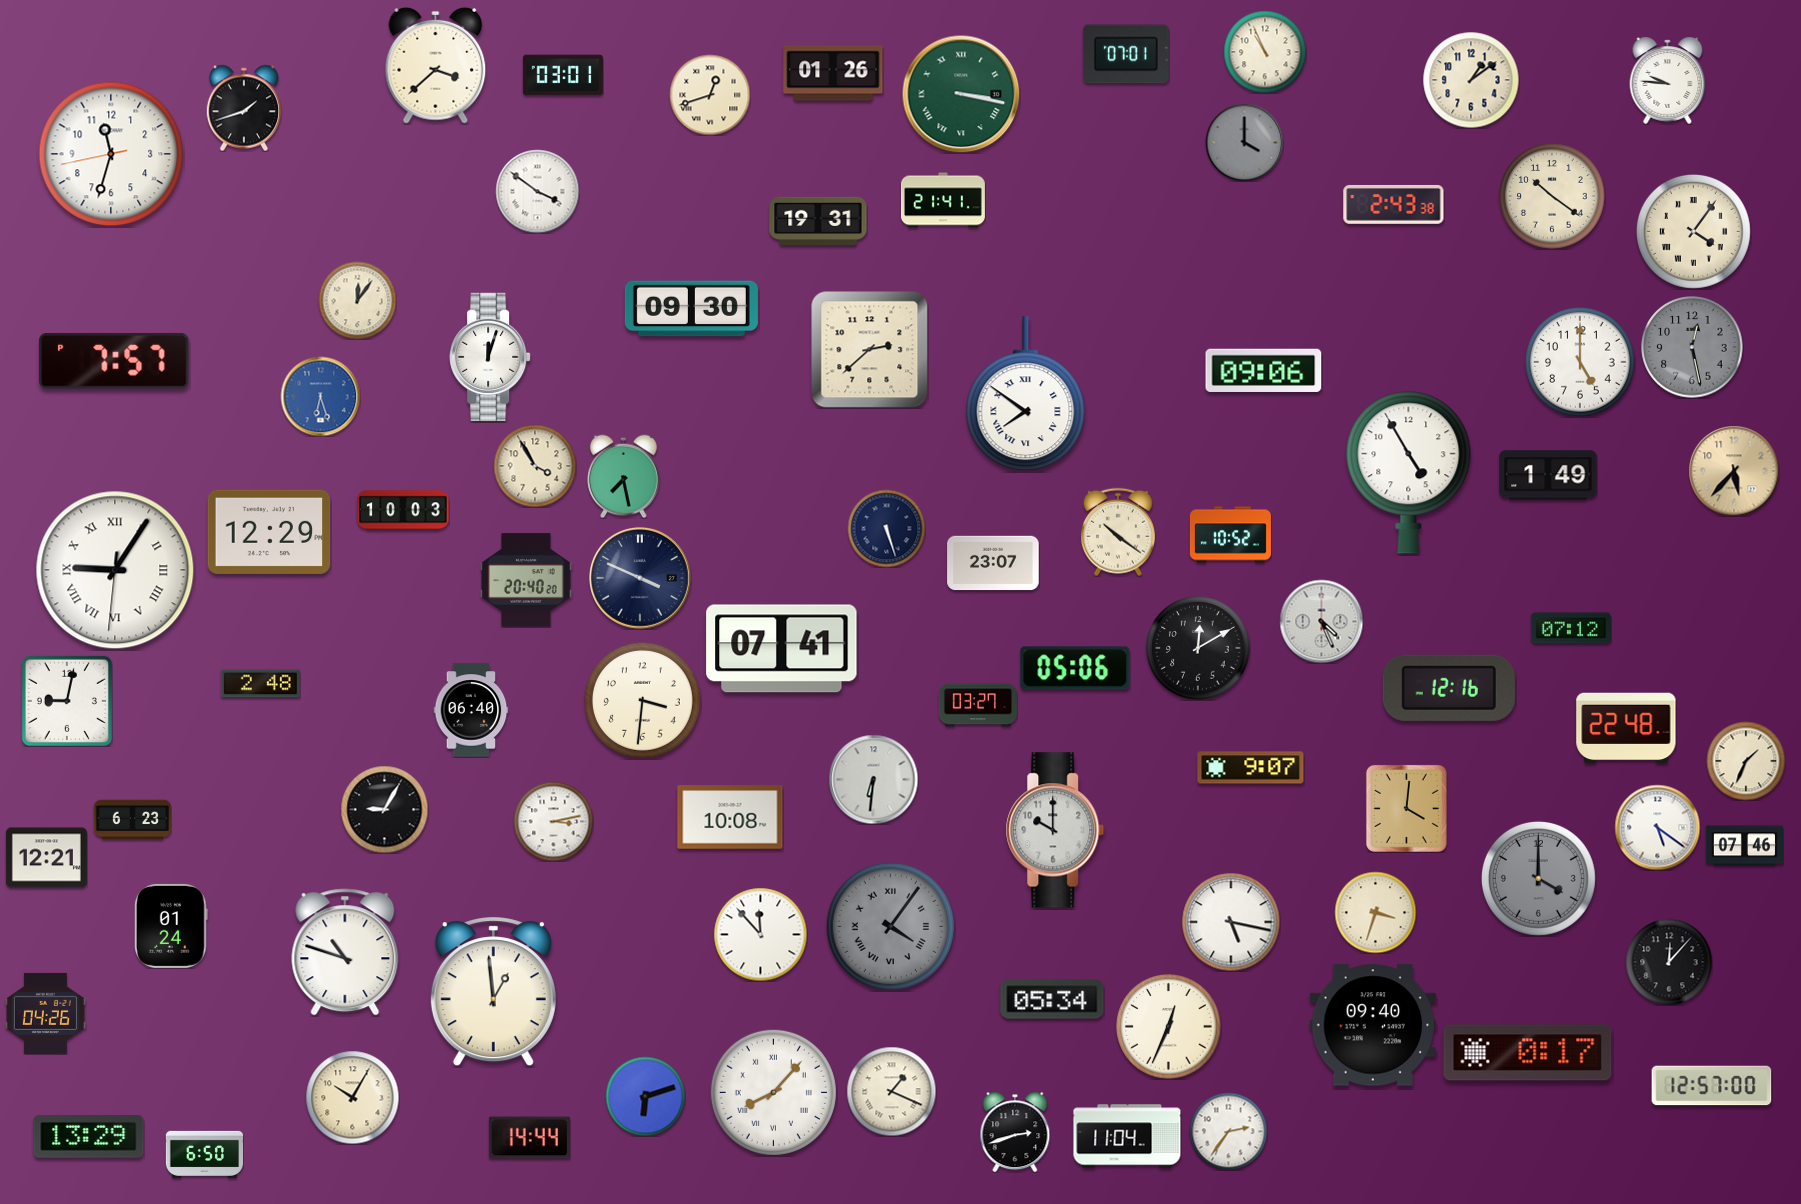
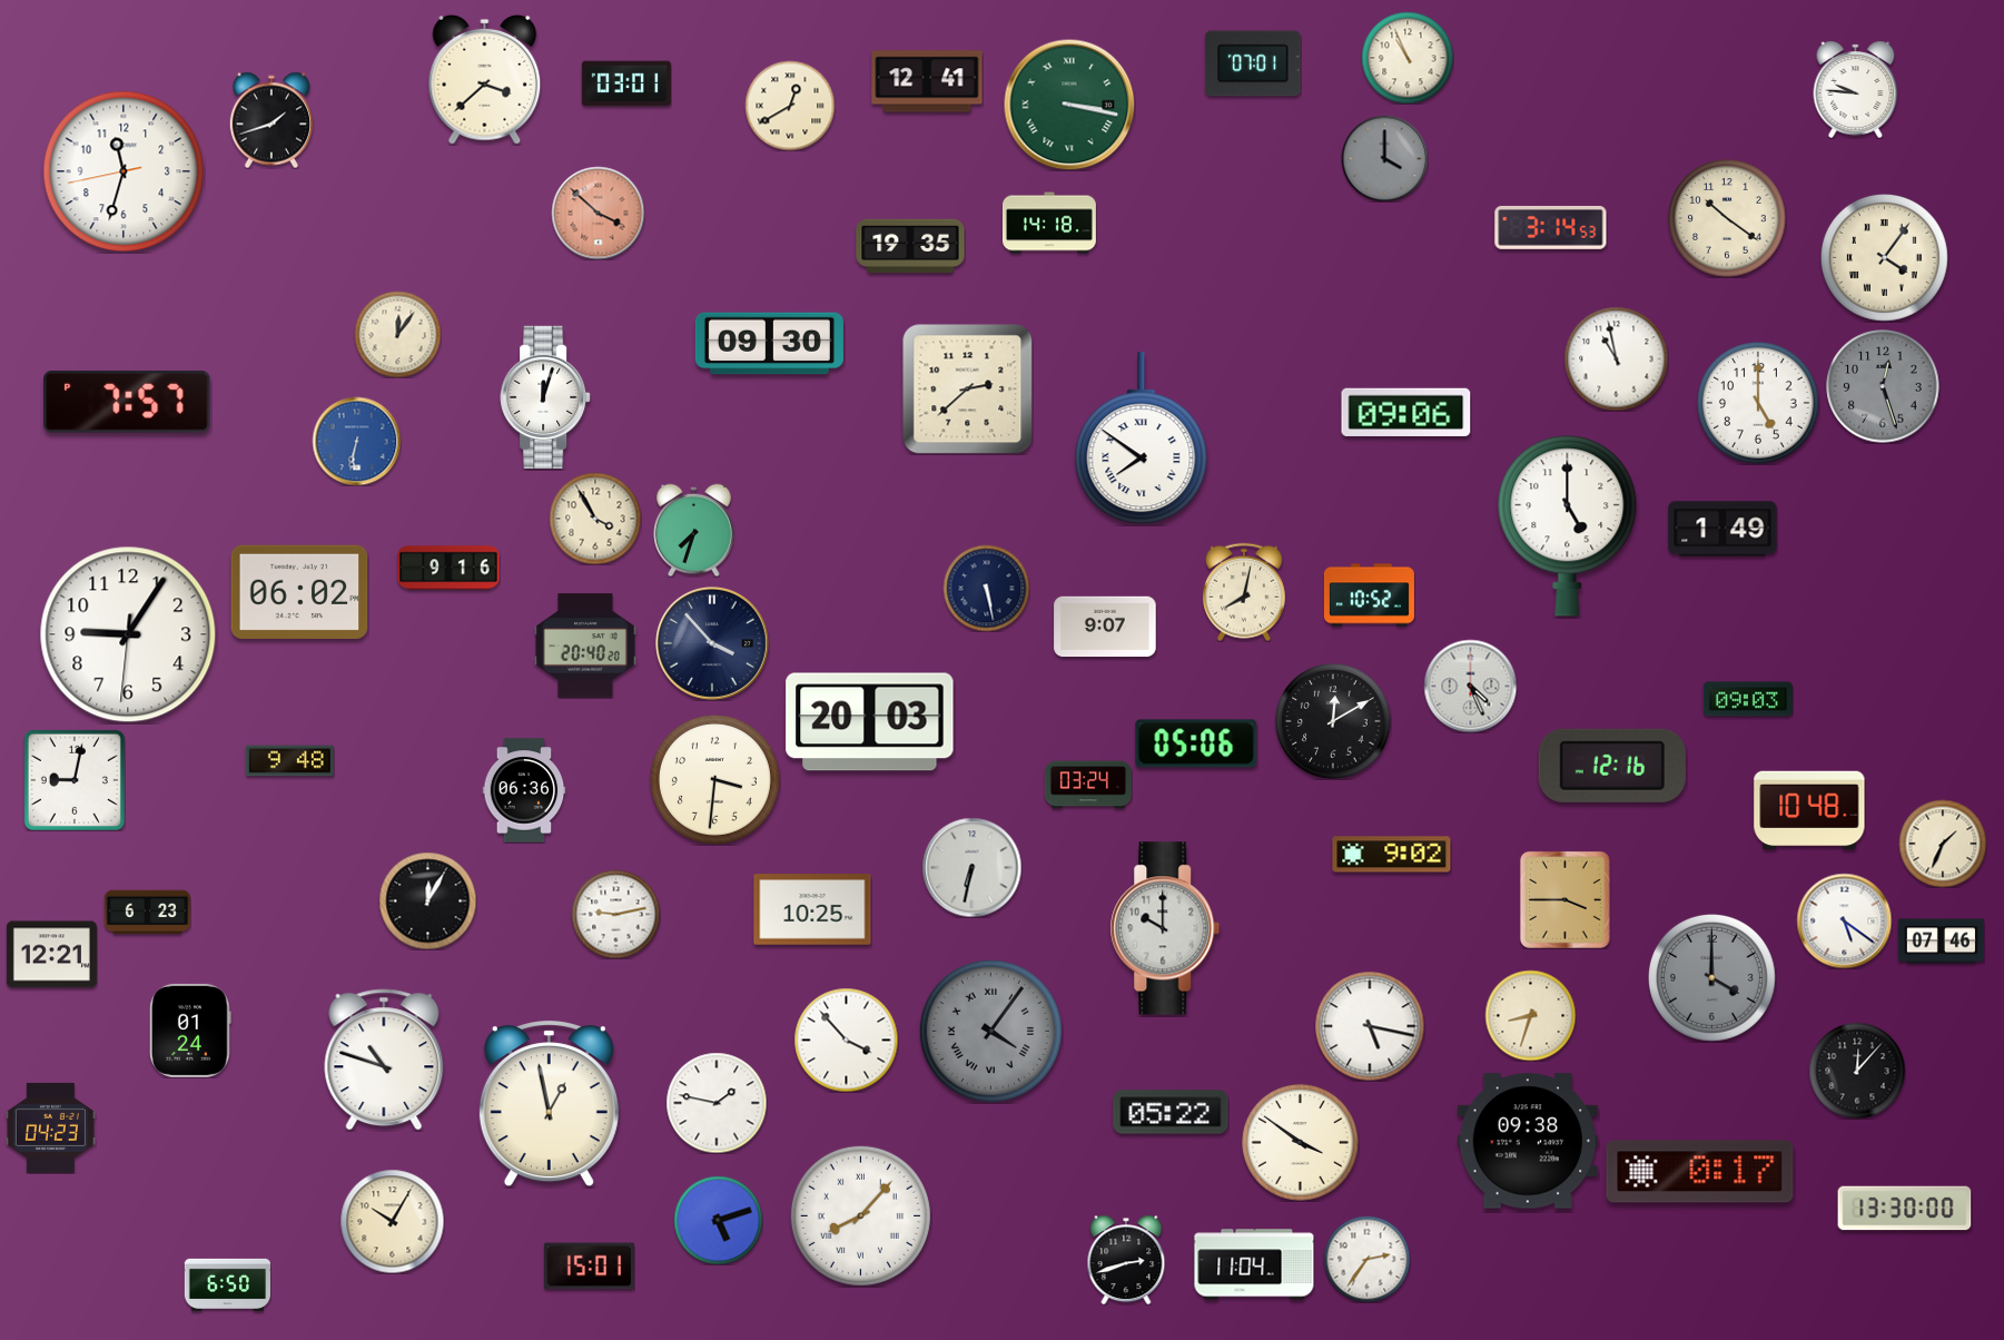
clock at (1126, 54) position: (1126, 54) -> (1253, 63)
clock at (436, 65) position: (436, 65) -> (485, 79)
clock at (833, 73): 01:26 -> 12:41
clock at (1471, 80): 1:09 -> none
clock at (710, 95): 12:42 -> 12:40
clock at (537, 191): 3:51 -> 3:52
clock at (537, 191) dial: white -> salmon
clock at (944, 200): 21:41 -> 14:18
clock at (1394, 204): 2:43 -> 3:14
clock at (818, 221): 19:31 -> 19:35
clock at (1616, 358): none -> 10:58
clock at (1692, 347): 12:28 -> 12:27
clock at (320, 396): 6:27 -> 6:32
clock at (1734, 471): 5:37 -> none
clock at (1409, 473): 4:55 -> 5:00
clock at (624, 476): 7:28 -> 7:33
clock at (403, 510): 10:03 -> 9:16
clock at (886, 528): 5:27 -> 5:28
clock at (269, 532): 12:29 -> 06:02
clock at (1118, 532): 10:21 -> 8:02
clock at (993, 563): 23:07 -> 9:07
clock at (115, 570) numerals: Roman -> Arabic
clock at (640, 578): 3:49 -> 3:53
clock at (1321, 621) position: (1321, 621) -> (1470, 686)
clock at (1571, 628): 07:12 -> 09:03
clock at (782, 649): 07:41 -> 20:03
clock at (260, 684): 2:48 -> 9:48
clock at (978, 705): 03:27 -> 03:24
clock at (471, 710): 06:40 -> 06:36
clock at (1626, 728): 22:48 -> 10:48
clock at (1746, 761) position: (1746, 761) -> (1943, 844)
clock at (1251, 768): 9:07 -> 9:02
clock at (873, 779): 6:31 -> 6:32
clock at (1406, 808): 4:01 -> 3:45
clock at (384, 809): 9:05 -> 12:05
clock at (730, 817): 10:08 -> 10:25
clock at (553, 821): 3:13 -> 9:13
clock at (1055, 830) position: (1055, 830) -> (1165, 928)
clock at (1375, 912): 3:33 -> 8:33
clock at (760, 934): 11:53 -> 3:53
clock at (717, 1103): none -> 1:47
clock at (493, 992): 12:59 -> 12:58
clock at (1052, 999): 05:34 -> 05:22
clock at (45, 1013): 04:26 -> 04:23
clock at (1372, 1025): 09:40 -> 09:38
clock at (1169, 1027): 12:34 -> 3:51
clock at (1712, 1086): 12:57 -> 13:30
clock at (891, 1091): 1:19 -> none
clock at (645, 1096): 6:12 -> 5:12
clock at (1015, 1132) position: (1015, 1132) -> (1126, 1260)
clock at (89, 1136): 13:29 -> none
clock at (529, 1138): 14:44 -> 15:01
